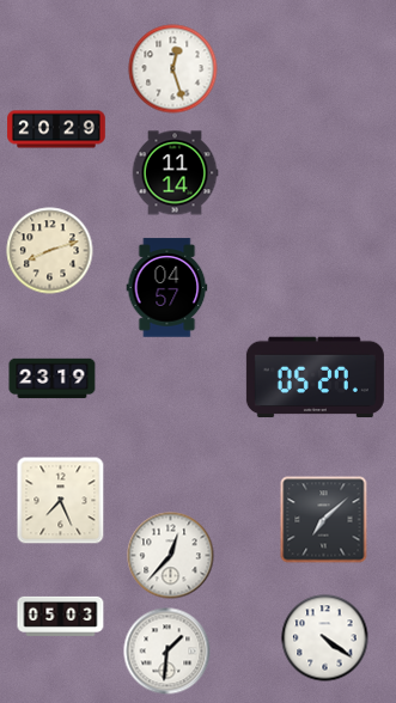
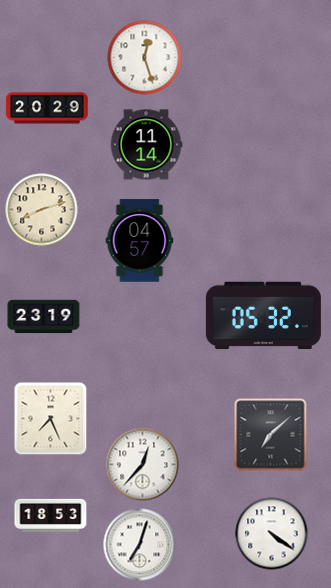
clock at (315, 378): 05:27 -> 05:32
clock at (61, 616): 05:03 -> 18:53
clock at (167, 652): 1:31 -> 7:03
